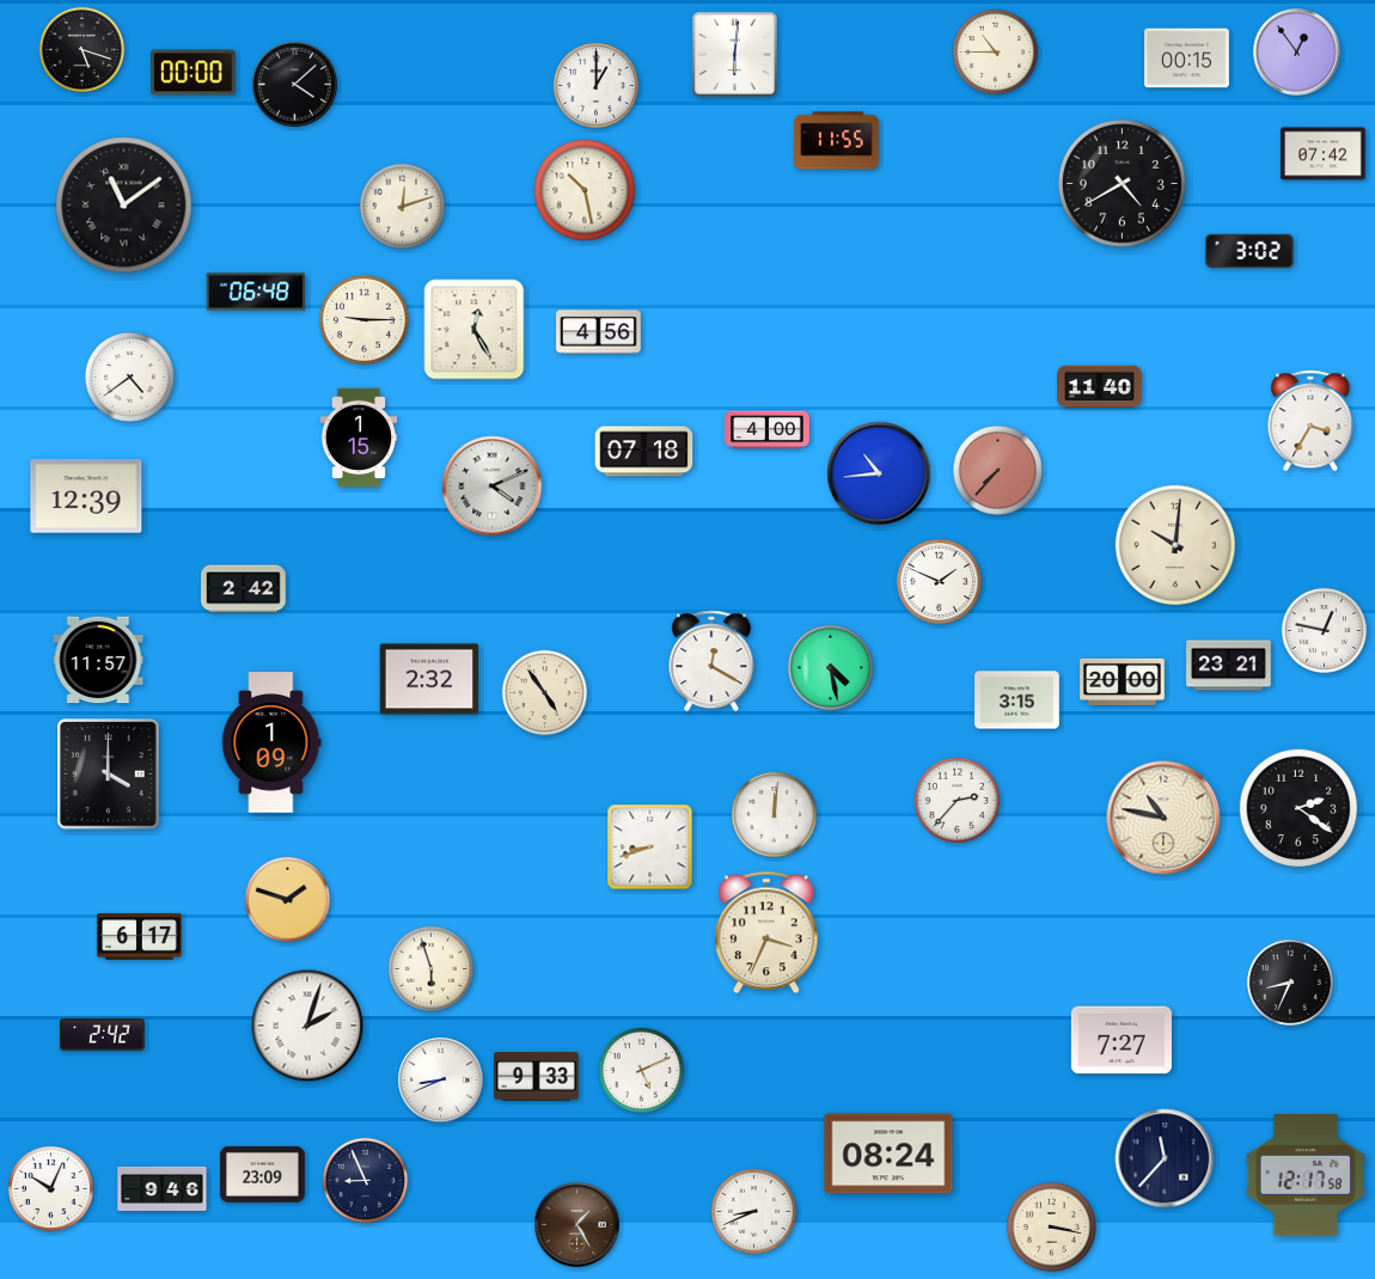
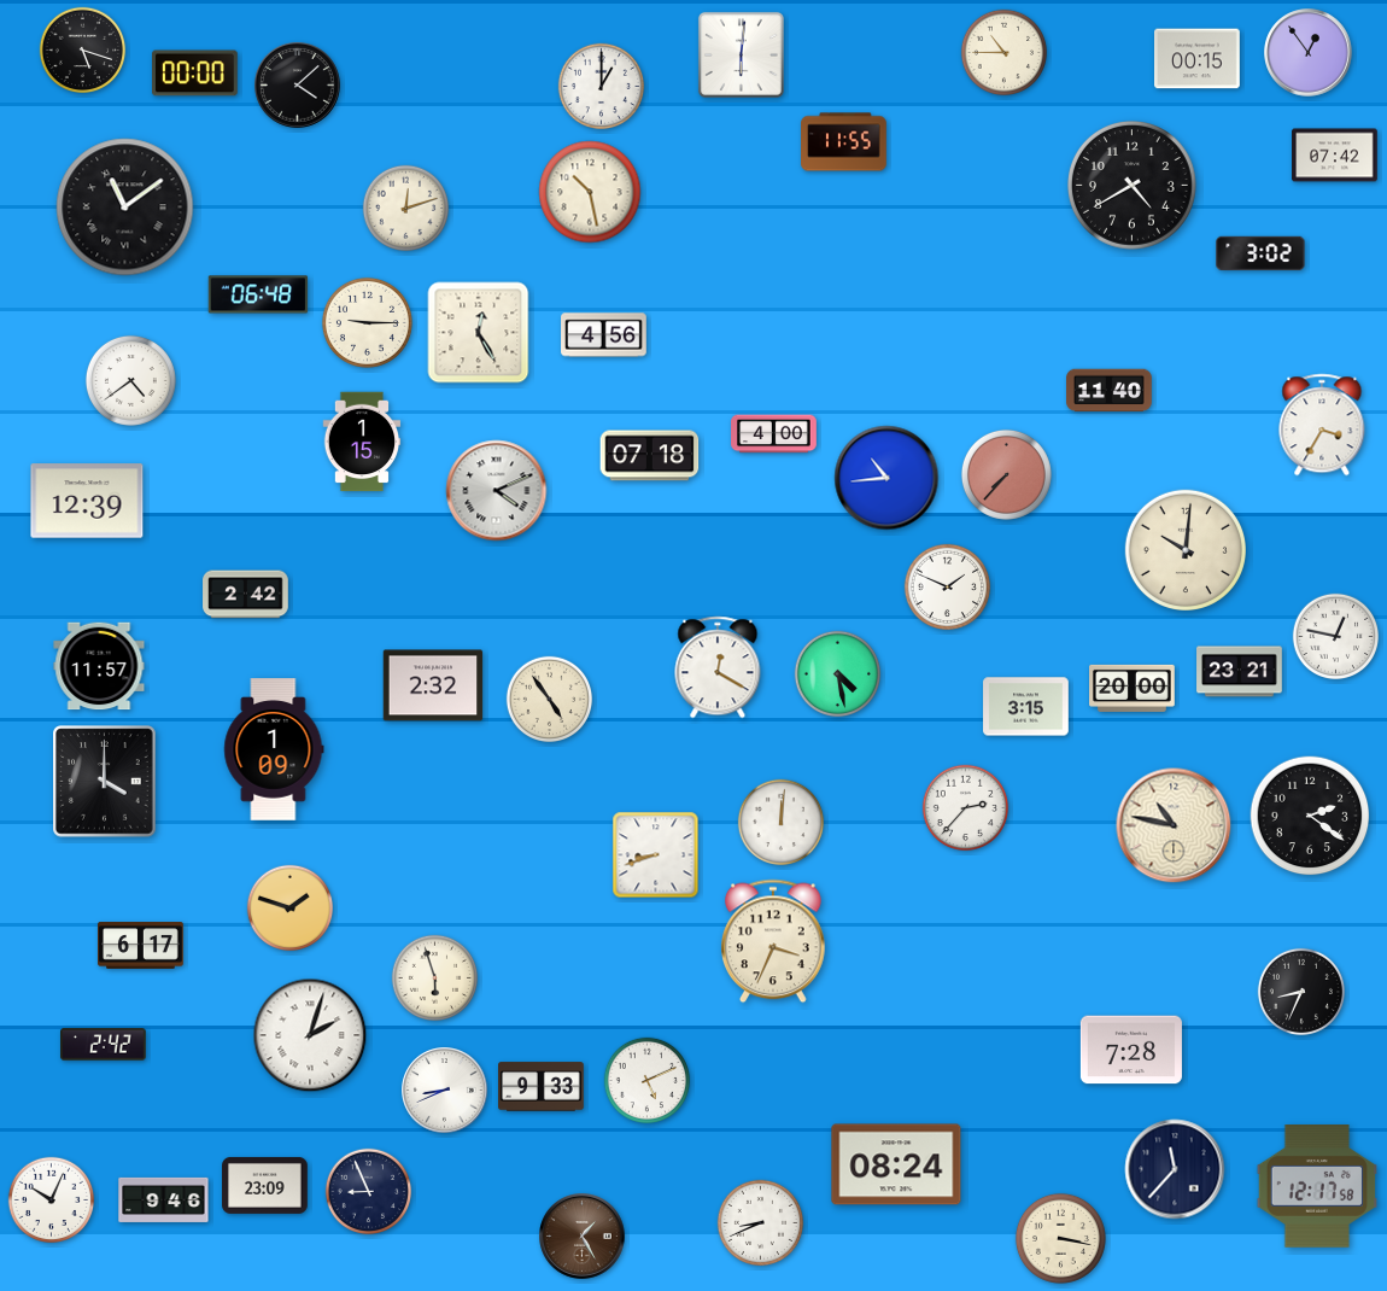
clock at (109, 775) position: (109, 775) -> (105, 782)
clock at (1122, 1040): 7:27 -> 7:28
